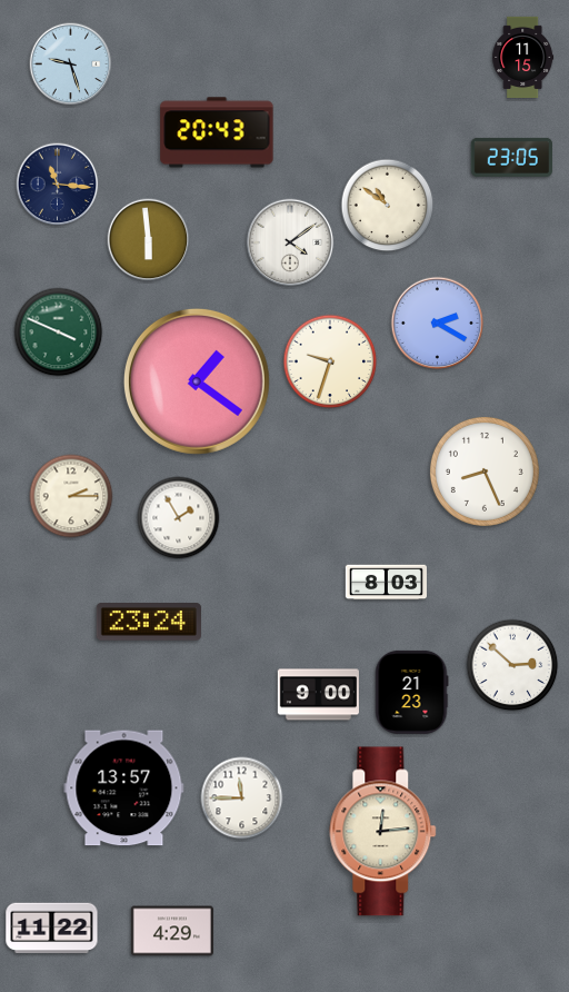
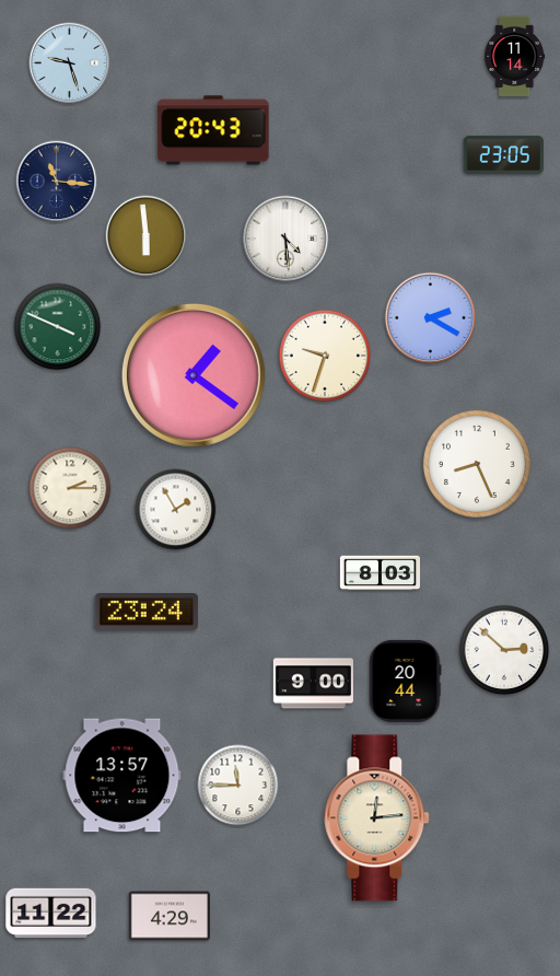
clock at (523, 58): 11:15 -> 11:14
clock at (388, 206): 10:51 -> none
clock at (290, 242): 4:09 -> 4:29
clock at (512, 665) position: (512, 665) -> (504, 650)
clock at (411, 692): 21:23 -> 20:44
